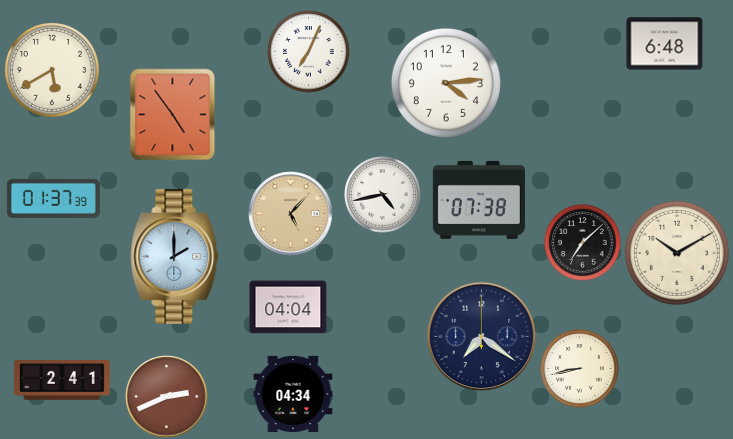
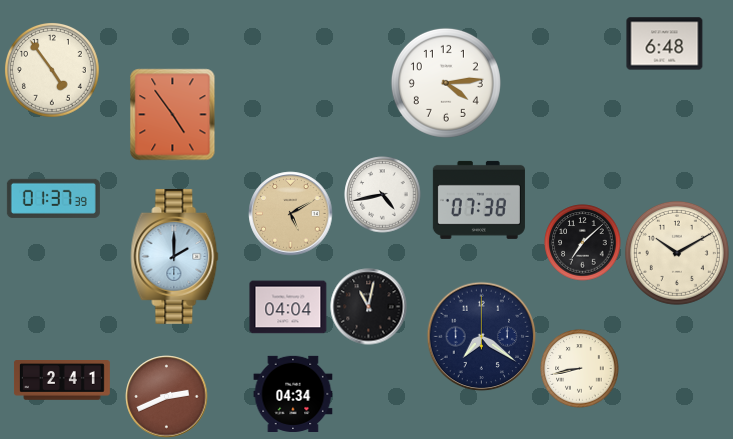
clock at (309, 52): 7:04 -> none
clock at (53, 71): 5:40 -> 4:54
clock at (291, 214): 5:07 -> 5:10
clock at (369, 307): none -> 11:02
